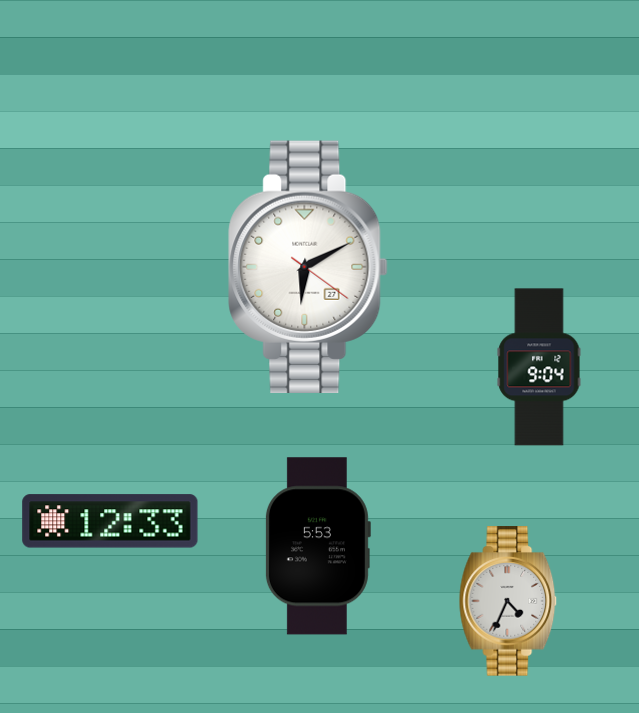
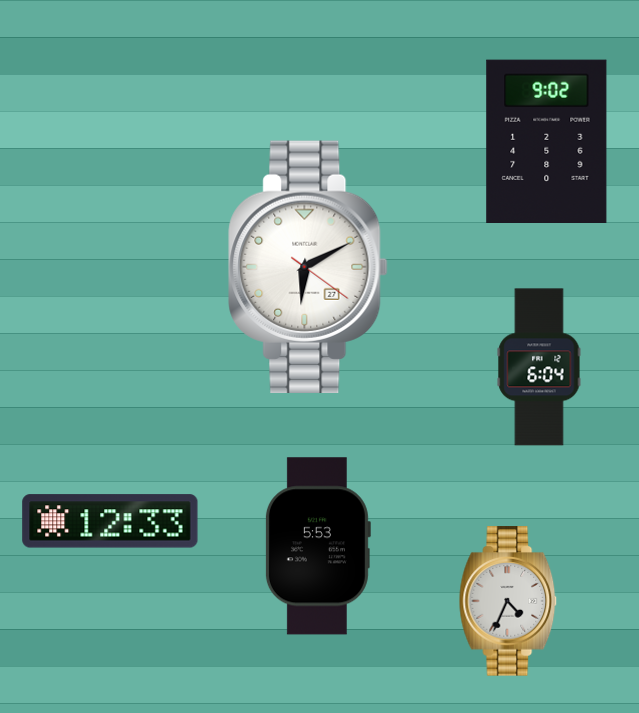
clock at (547, 142): none -> 9:02
clock at (539, 367): 9:04 -> 6:04
